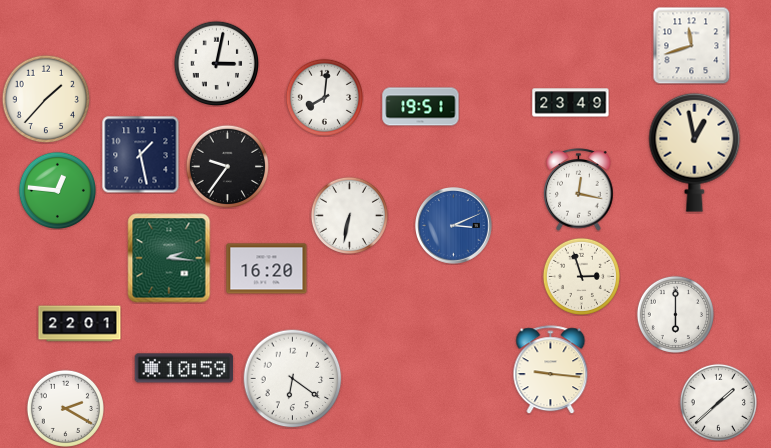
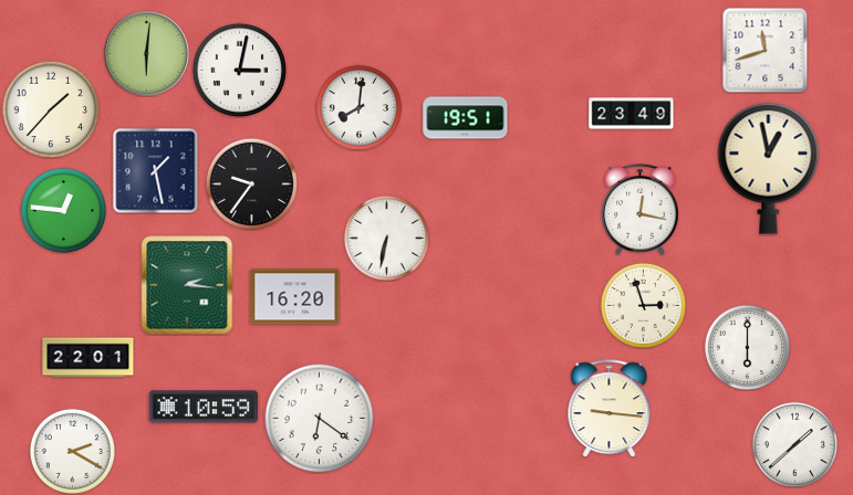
clock at (147, 54): none -> 6:01
clock at (454, 226): 3:11 -> none
clock at (293, 379) position: (293, 379) -> (320, 419)
